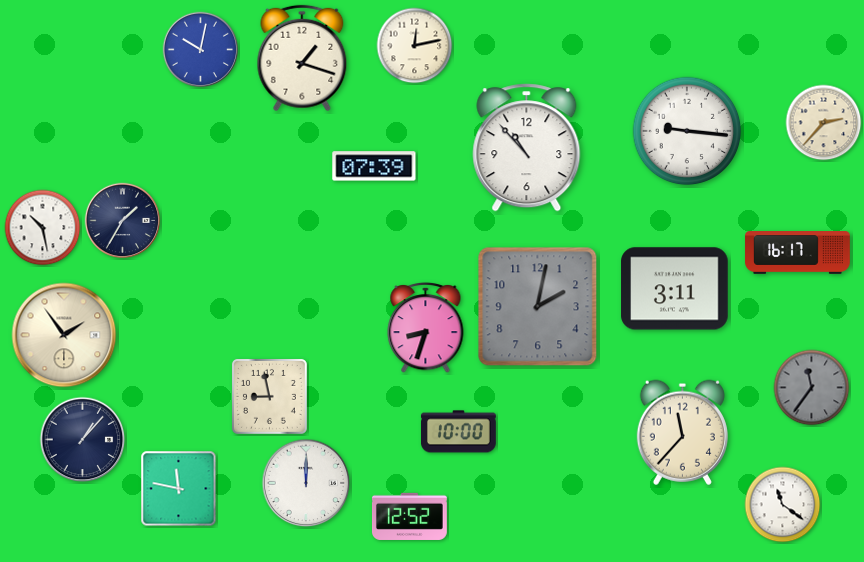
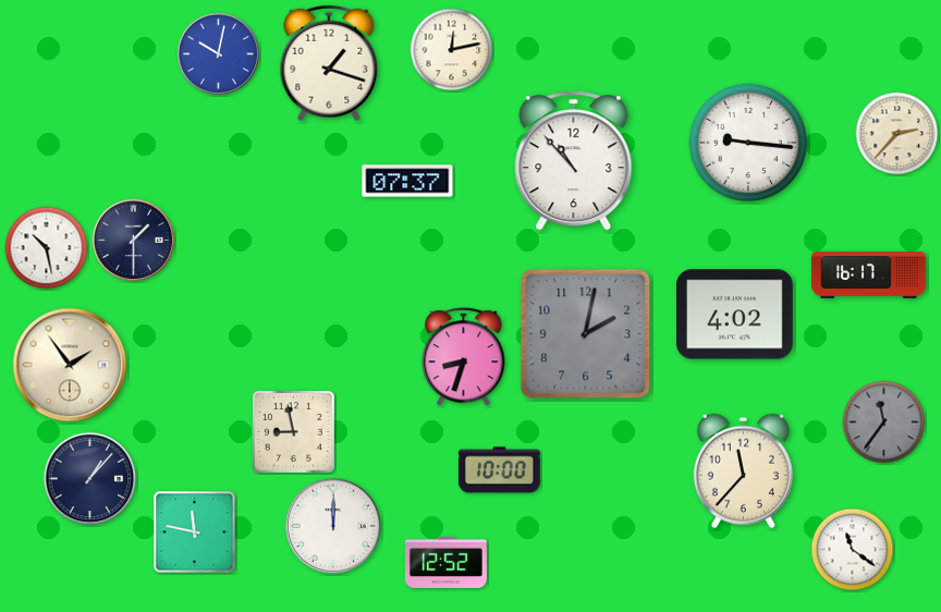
clock at (374, 166): 07:39 -> 07:37
clock at (123, 221): 1:35 -> 1:30
clock at (675, 289): 3:11 -> 4:02
